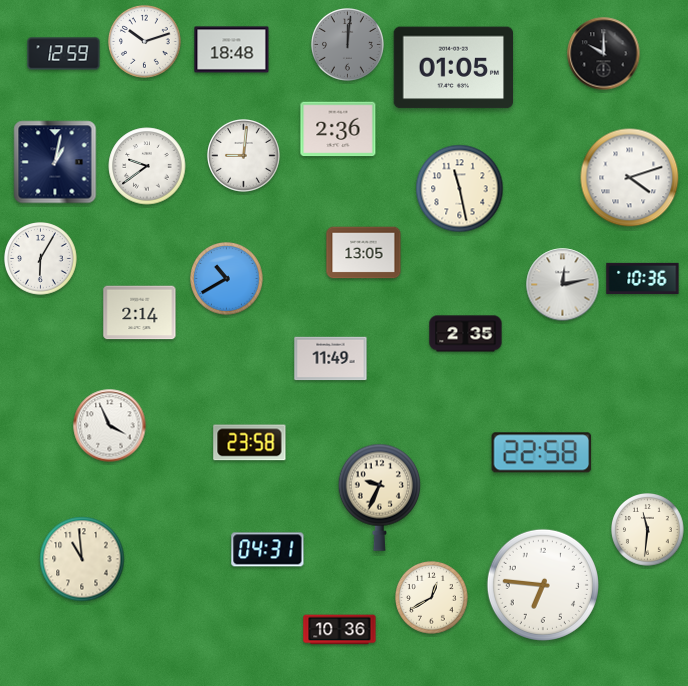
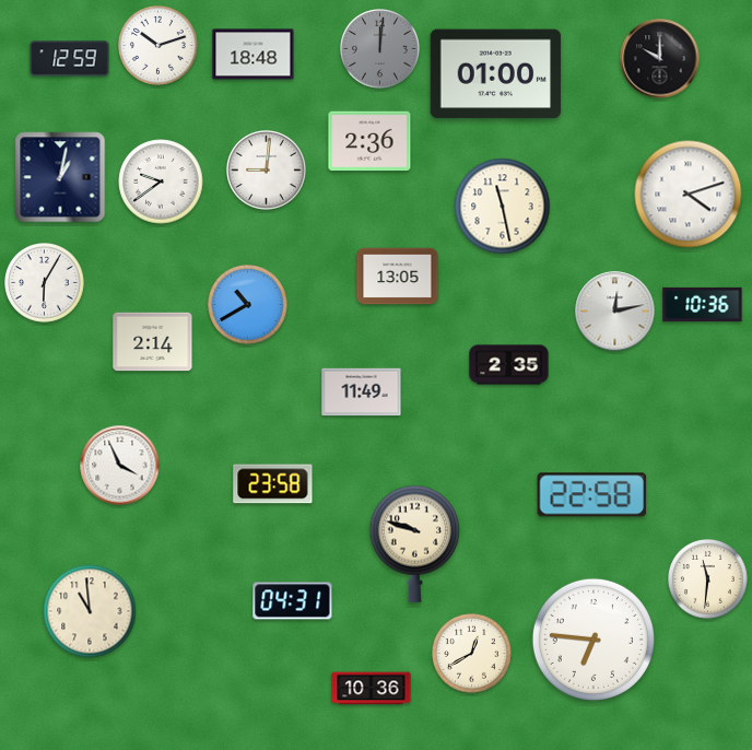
clock at (454, 68): 01:05 -> 01:00
clock at (380, 497): 9:34 -> 9:48
